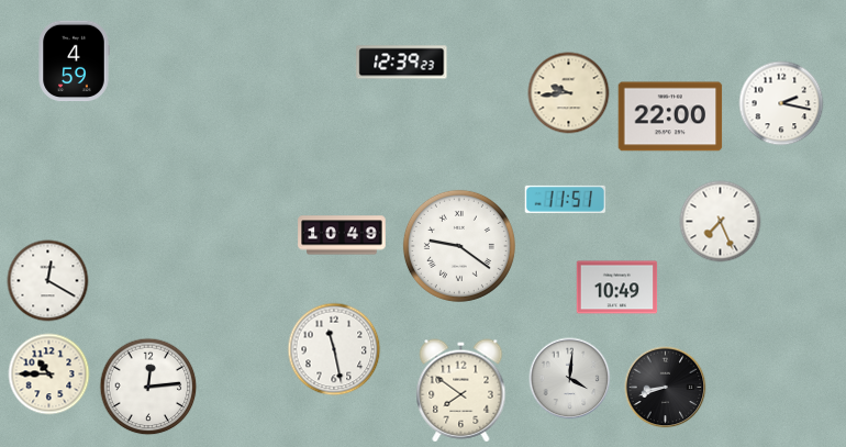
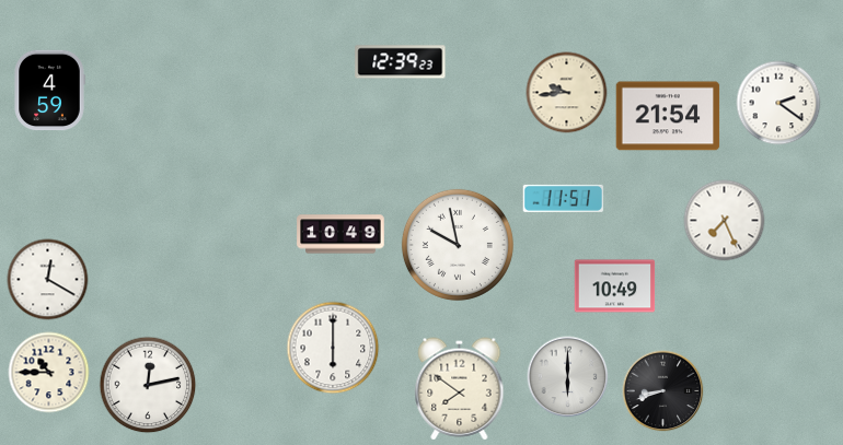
clock at (74, 62) position: (74, 62) -> (49, 91)
clock at (781, 103): 2:17 -> 2:21
clock at (670, 116): 22:00 -> 21:54
clock at (721, 222) position: (721, 222) -> (725, 221)
clock at (459, 246): 9:21 -> 9:58
clock at (334, 349): 11:28 -> 6:00
clock at (570, 379): 4:01 -> 6:00
clock at (148, 387): 12:14 -> 12:13
clock at (666, 388) position: (666, 388) -> (663, 391)
